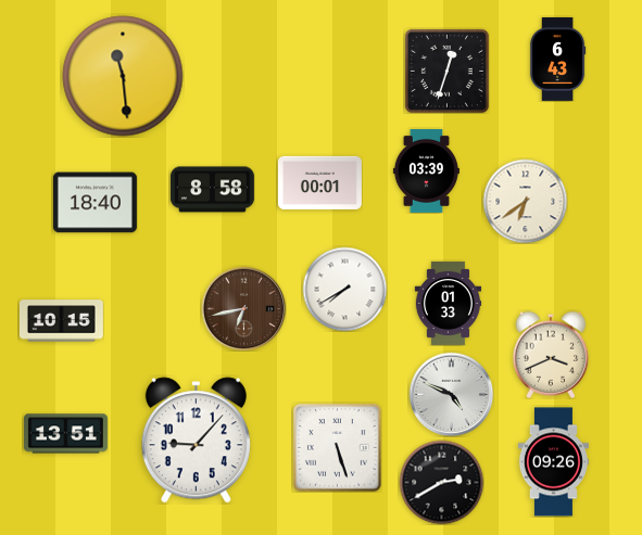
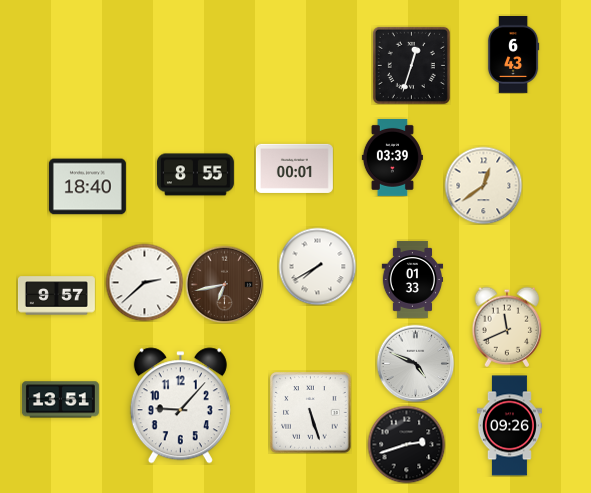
clock at (123, 76): 11:29 -> none
clock at (212, 190): 8:58 -> 8:55
clock at (525, 201): 6:39 -> 12:39
clock at (144, 282): none -> 2:38
clock at (61, 321): 10:15 -> 9:57
clock at (551, 355): 3:41 -> 11:41
clock at (441, 482): 2:40 -> 2:42
